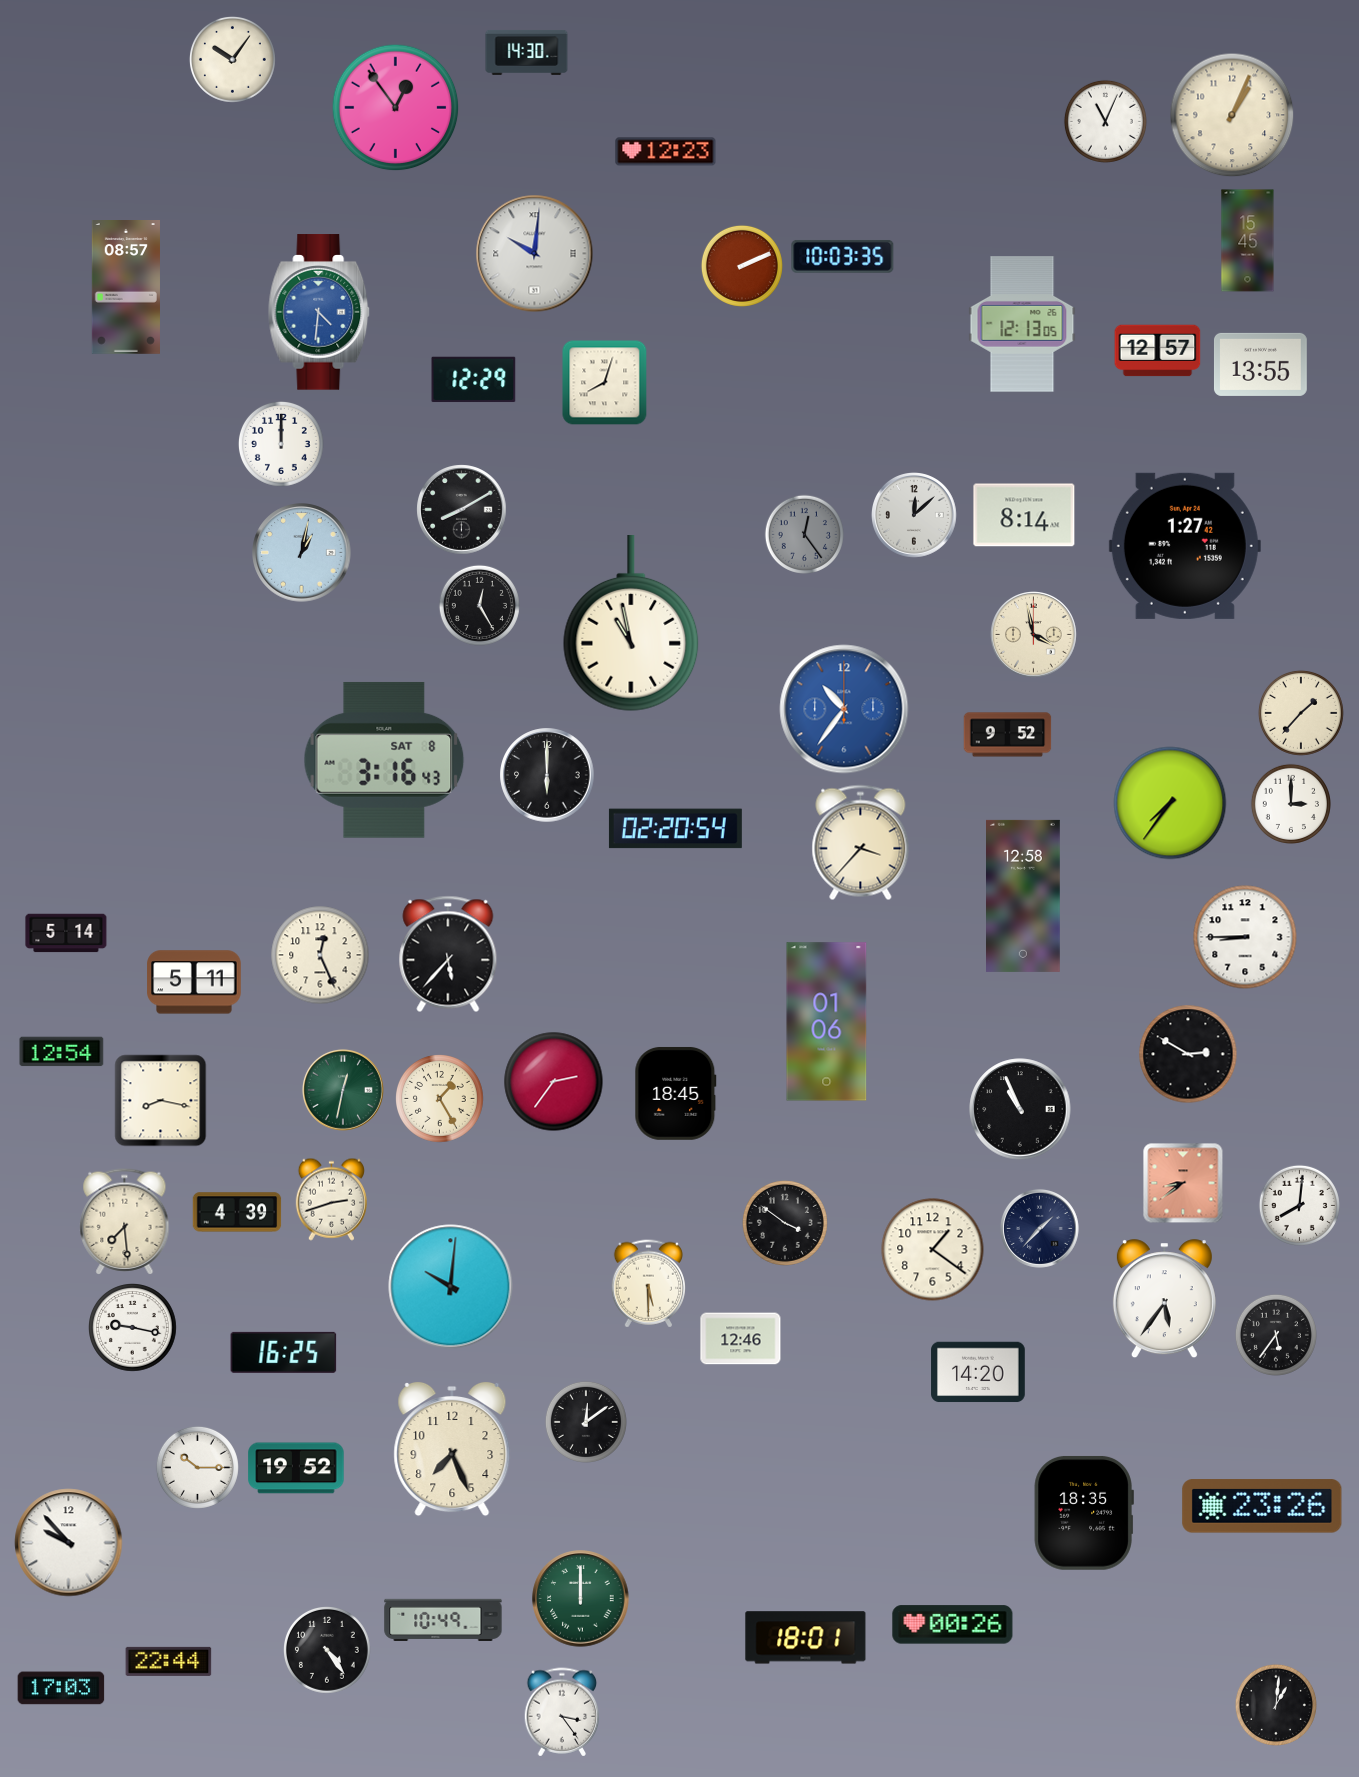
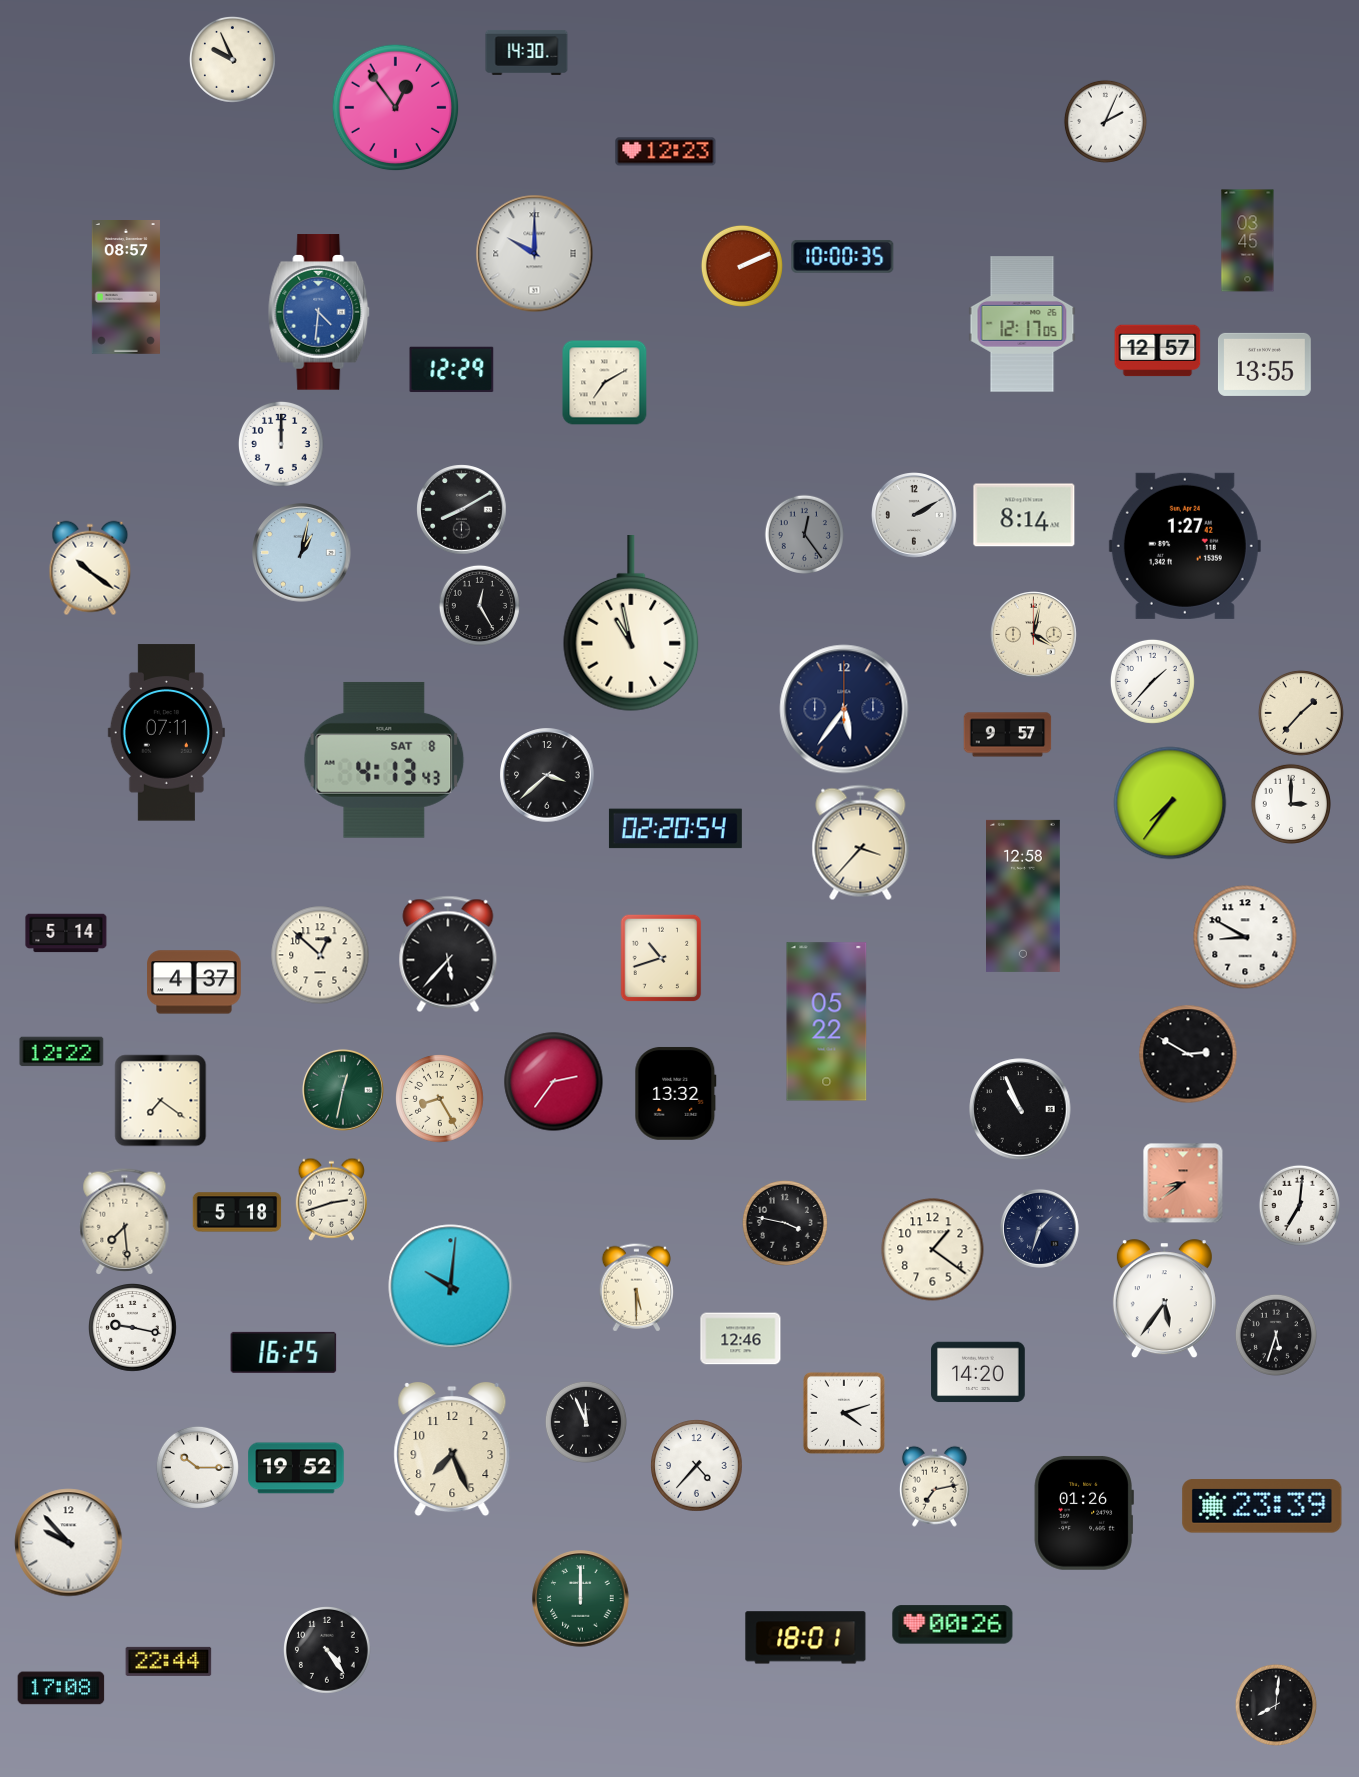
clock at (232, 59): 10:06 -> 9:56
clock at (1232, 115): 1:04 -> none
clock at (1105, 121): 11:04 -> 2:04
clock at (1248, 241): 15:45 -> 03:45
clock at (535, 254): 10:01 -> 10:00
clock at (843, 256): 10:03 -> 10:00
clock at (1022, 324): 12:13 -> 12:17
clock at (1260, 364) position: (1260, 364) -> (1264, 364)
clock at (474, 380) position: (474, 380) -> (452, 370)
clock at (605, 383): 8:03 -> 7:10
clock at (915, 516): 12:08 -> 2:10
clock at (90, 568): none -> 10:21
clock at (1034, 635): 3:58 -> 4:02
clock at (1152, 681): none -> 1:37
clock at (844, 709): 10:36 -> 5:36
clock at (844, 709) dial: blue -> navy
clock at (166, 733): none -> 07:11
clock at (1008, 735): 9:52 -> 9:57
clock at (384, 760): 3:16 -> 4:13
clock at (547, 775): 6:00 -> 3:38
clock at (1245, 937): 8:45 -> 8:50
clock at (320, 955): 12:26 -> 12:52
clock at (661, 958): none -> 10:42
clock at (194, 982): 5:11 -> 4:37
clock at (827, 1022): 01:06 -> 05:22
clock at (62, 1052): 12:54 -> 12:22
clock at (676, 1093): 18:45 -> 13:32
clock at (440, 1099): 1:25 -> 8:25
clock at (161, 1101): 8:17 -> 7:21
clock at (1299, 1205): 8:01 -> 7:01
clock at (237, 1212): 4:39 -> 5:18
clock at (785, 1223): 3:51 -> 3:47
clock at (1039, 1228): 1:37 -> 1:33
clock at (648, 1284) position: (648, 1284) -> (636, 1288)
clock at (1276, 1335): 5:36 -> 5:33
clock at (844, 1413): none -> 4:12
clock at (586, 1422): 12:09 -> 11:56
clock at (697, 1466): none -> 4:37
clock at (934, 1486): none -> 7:13
clock at (1262, 1506): 23:26 -> 23:39
clock at (1084, 1513): 18:35 -> 01:26
clock at (443, 1620): 10:49 -> none
clock at (61, 1688): 17:03 -> 17:08
clock at (1276, 1705): 1:01 -> 8:01
clock at (562, 1712): 3:24 -> none
